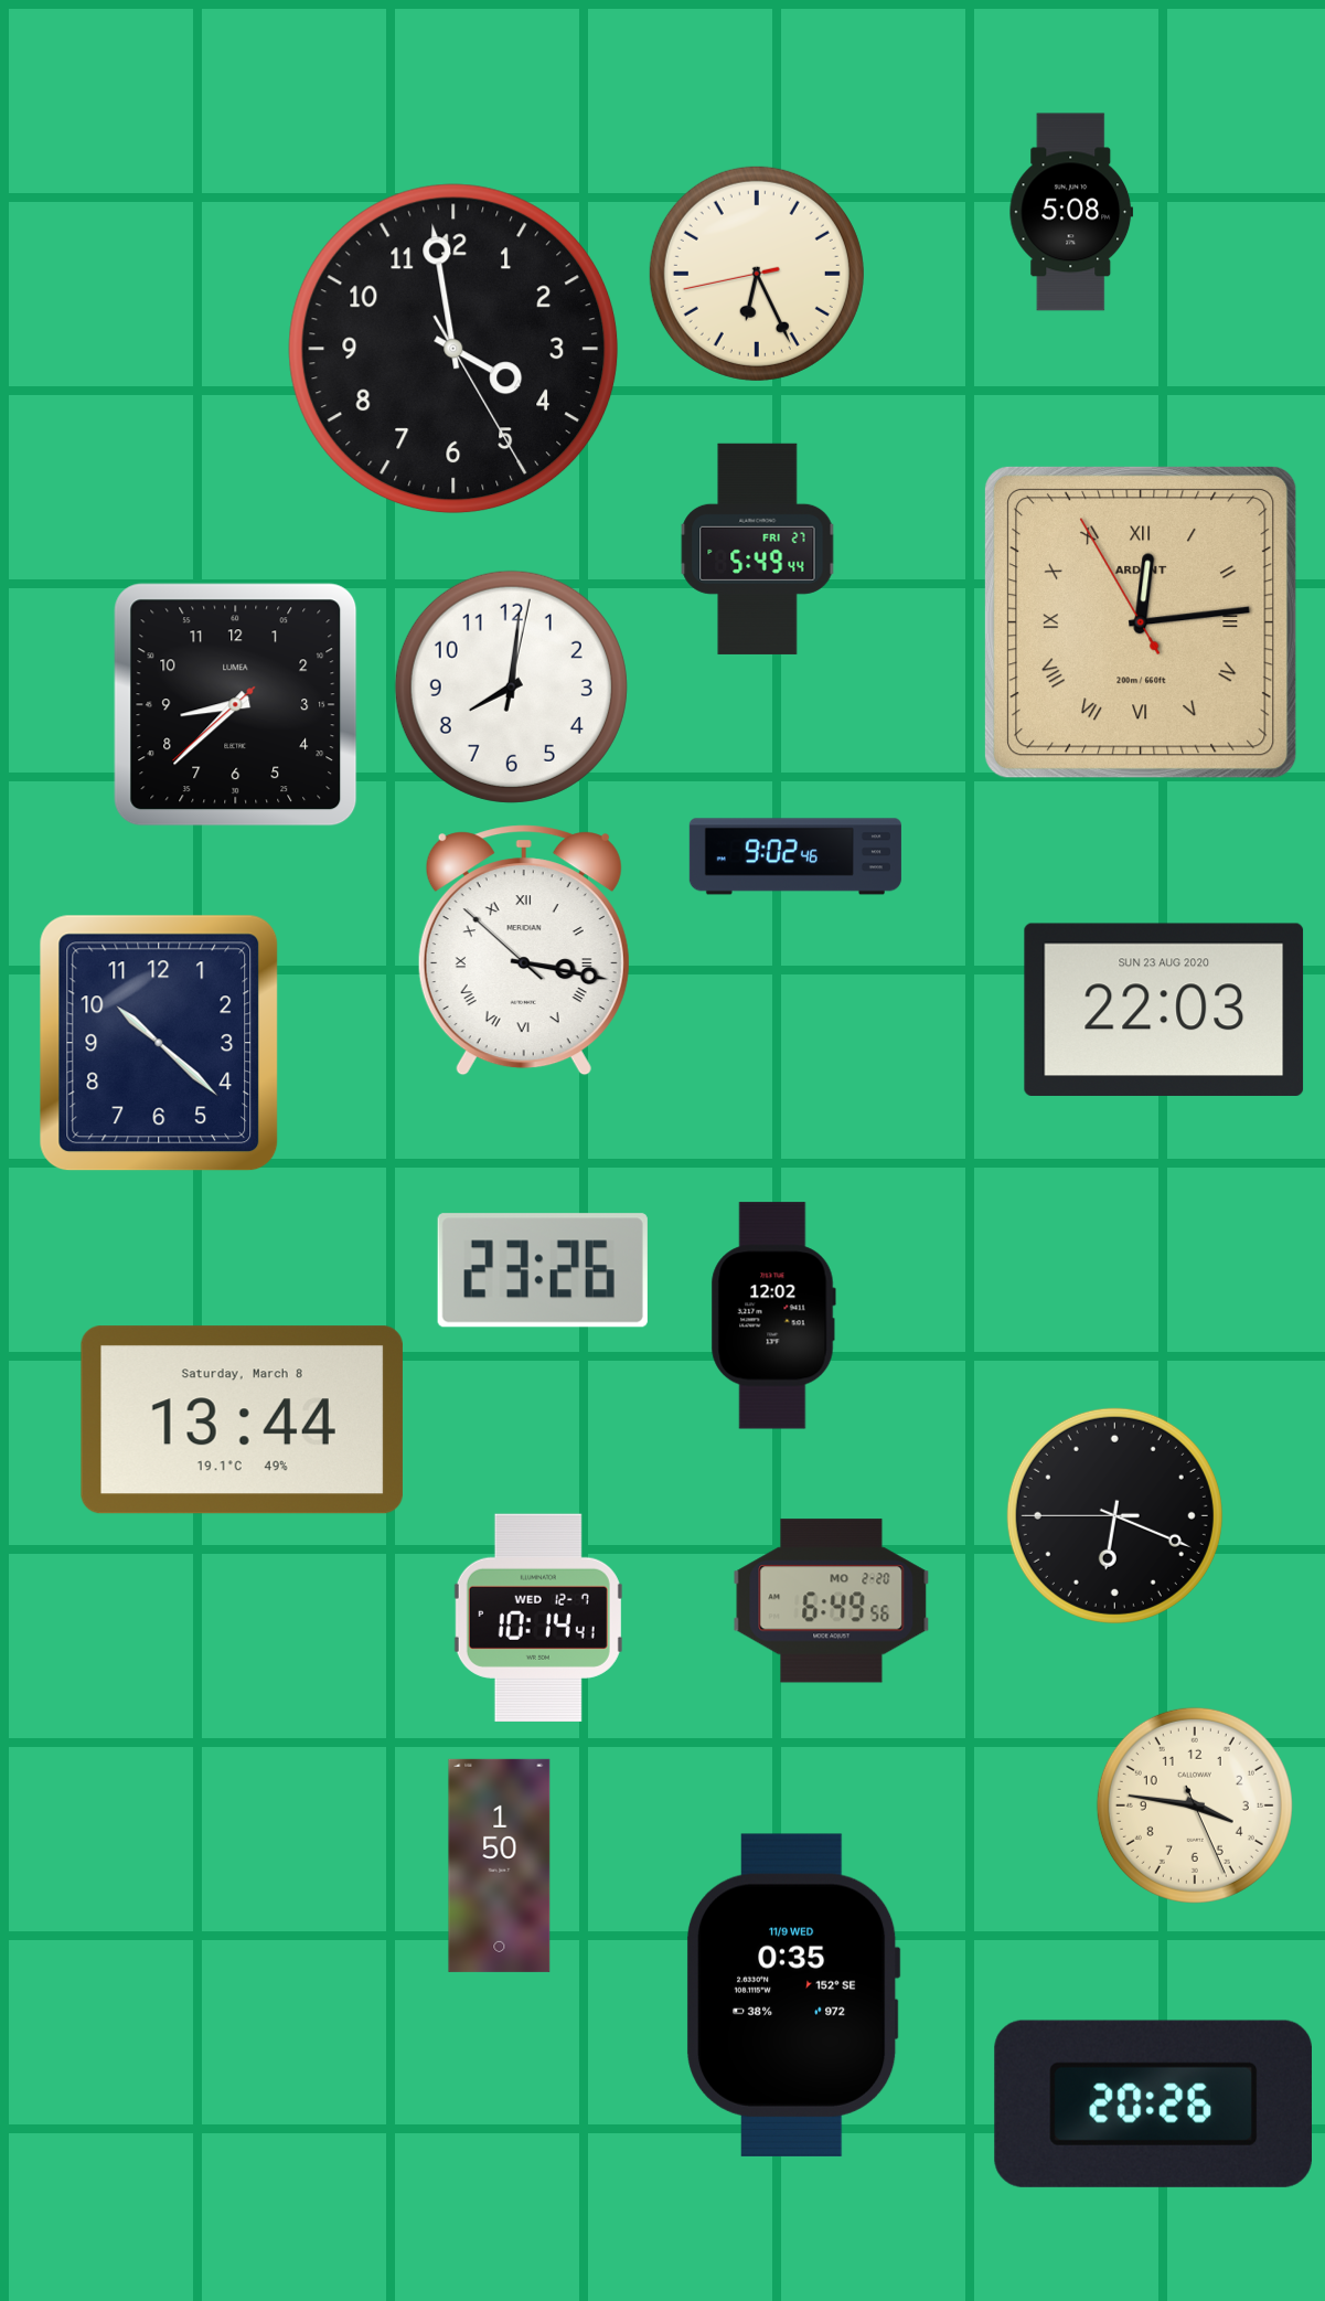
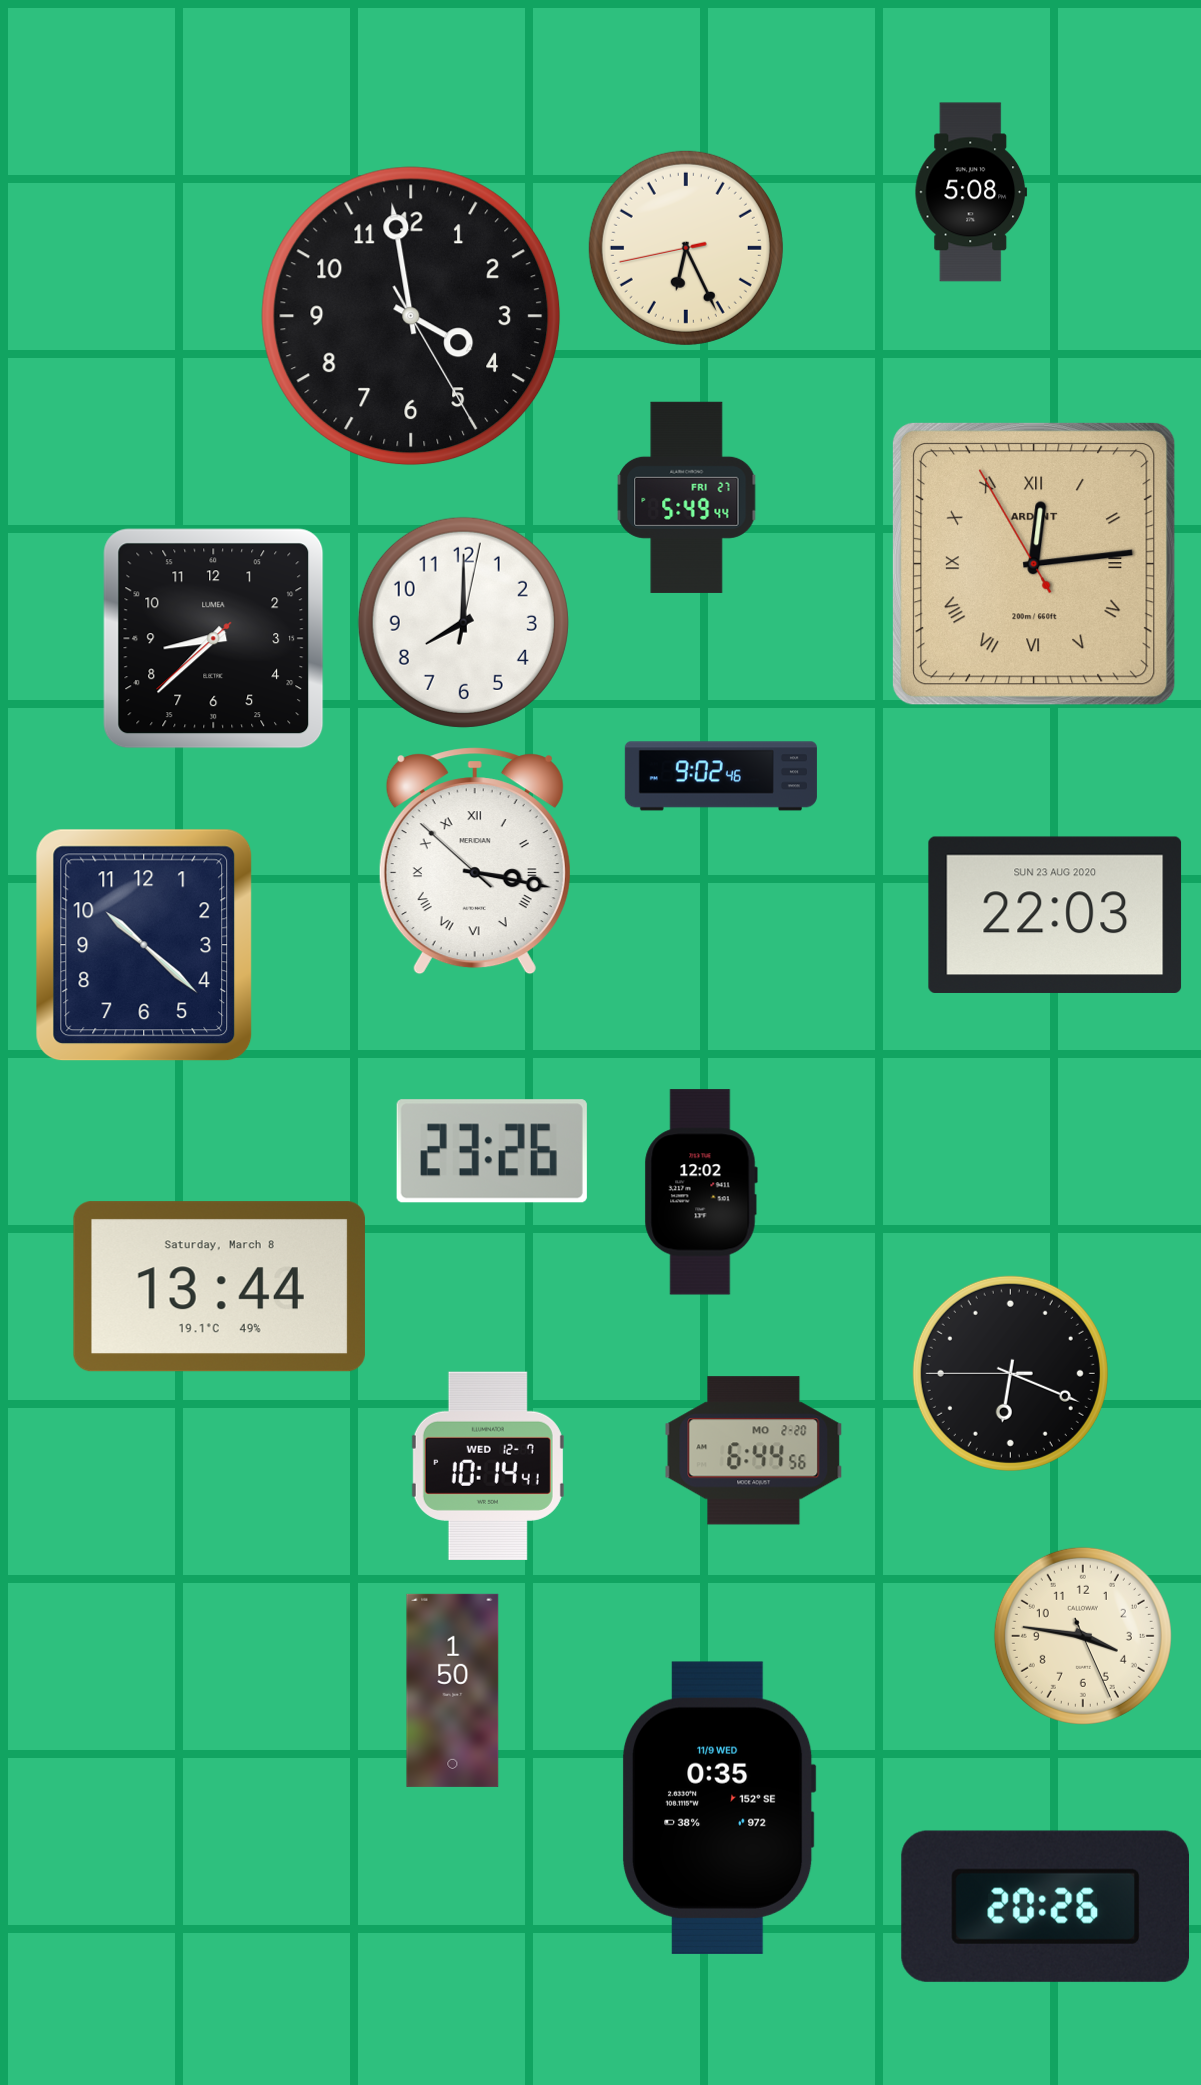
clock at (511, 686): 8:01 -> 8:00
clock at (832, 1601): 6:49 -> 6:44
